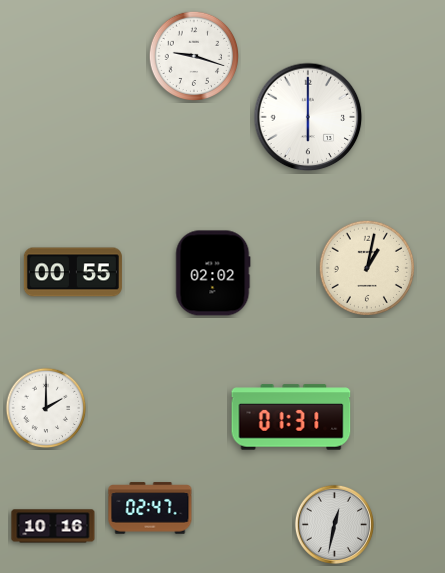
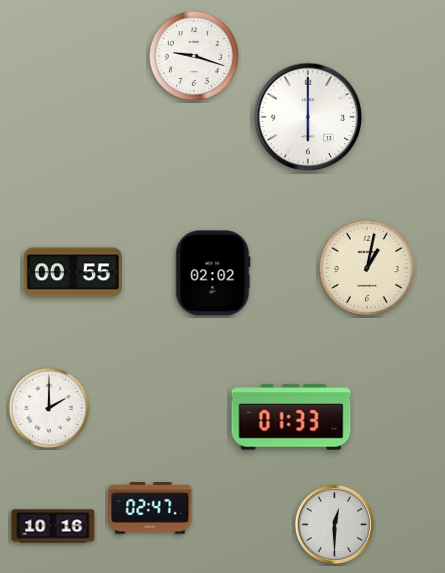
clock at (46, 408) position: (46, 408) -> (49, 408)
clock at (291, 417): 01:31 -> 01:33
clock at (334, 524): 12:32 -> 12:30
